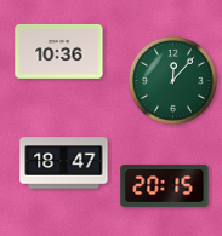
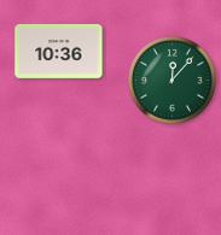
clock at (64, 163): 18:47 -> none
clock at (165, 185): 20:15 -> none
